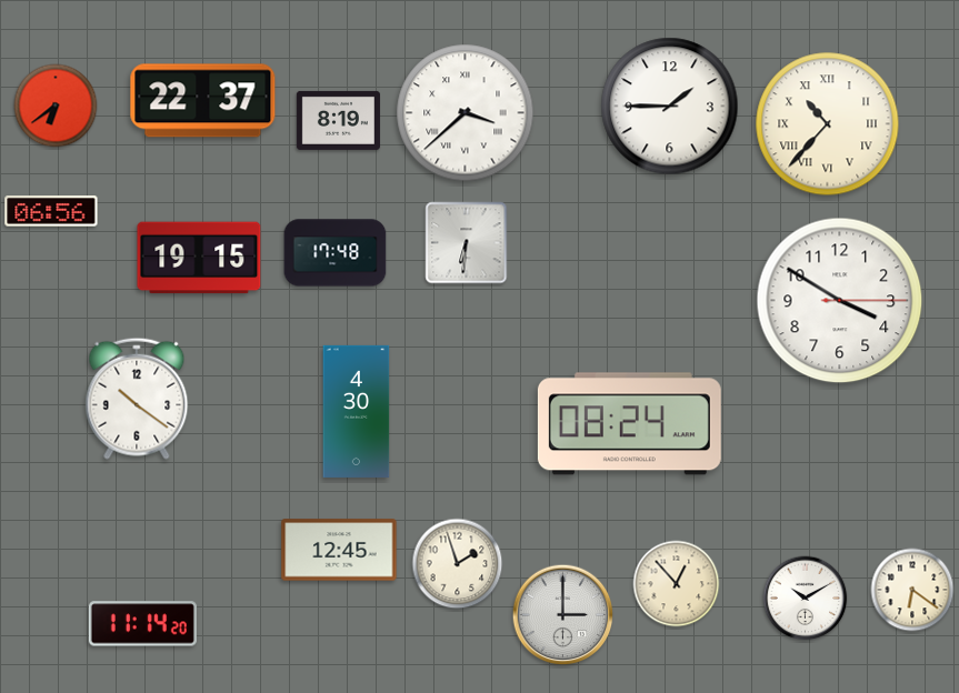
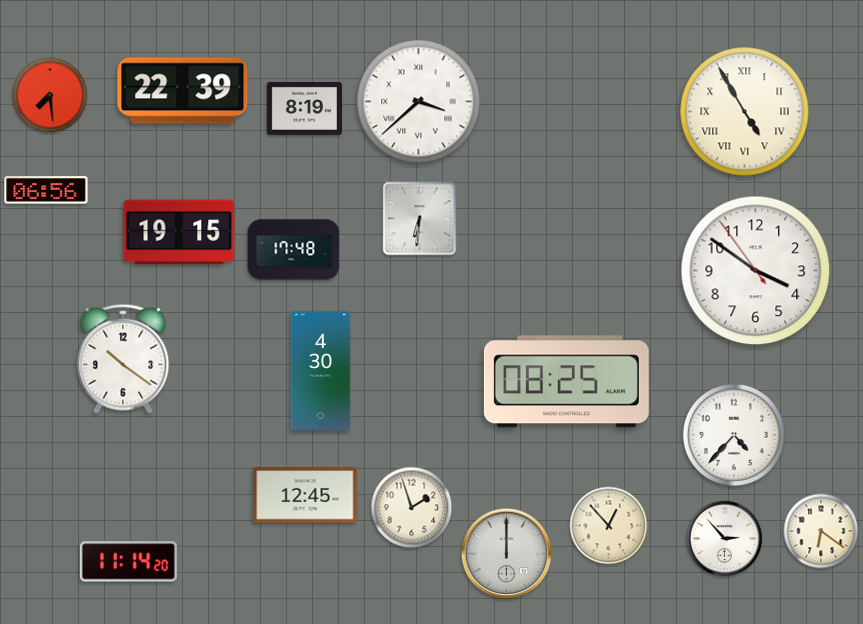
clock at (203, 101): 22:37 -> 22:39
clock at (56, 106): 6:39 -> 7:29
clock at (670, 107): 1:45 -> none
clock at (828, 124): 10:37 -> 4:55
clock at (336, 253) position: (336, 253) -> (294, 250)
clock at (840, 301): 3:50:15 -> 3:50:54
clock at (629, 424): 08:24 -> 08:25
clock at (734, 435): none -> 4:37
clock at (806, 599): 10:10 -> 2:53
clock at (563, 615): 3:00 -> 12:00
